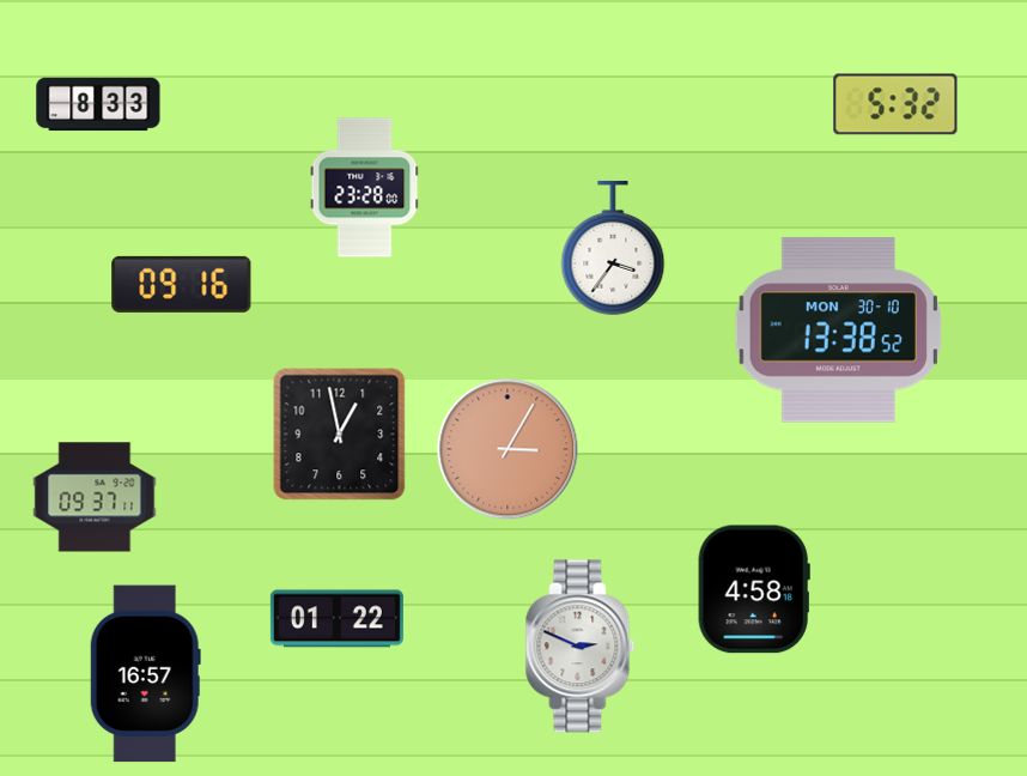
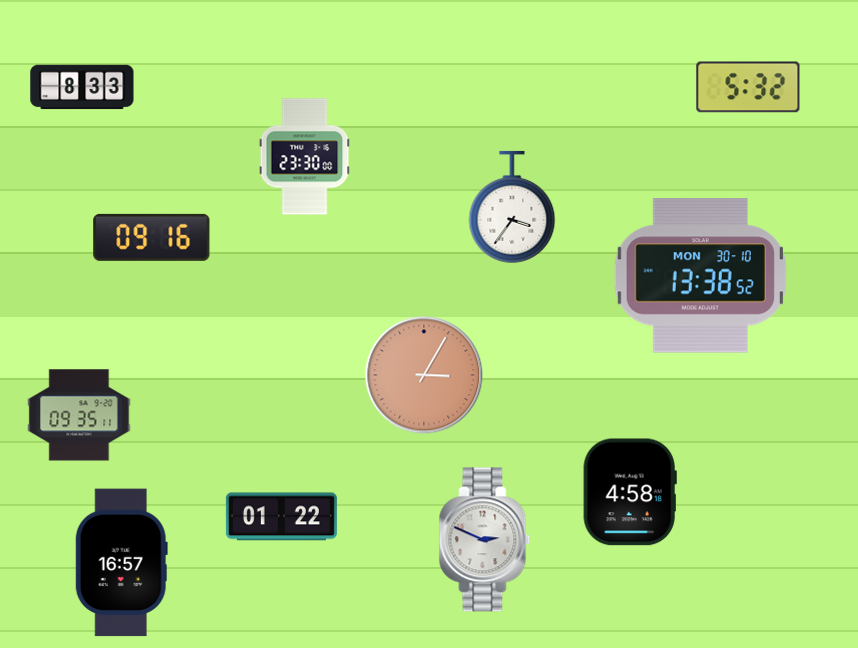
clock at (365, 188): 23:28 -> 23:30
clock at (340, 435): 12:58 -> none
clock at (95, 497): 09:37 -> 09:35
